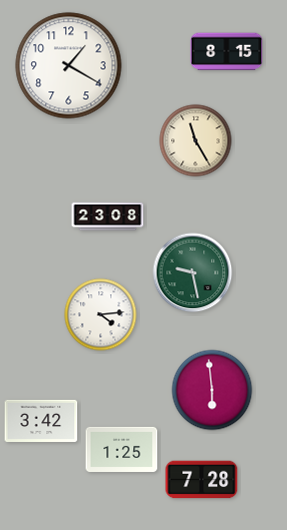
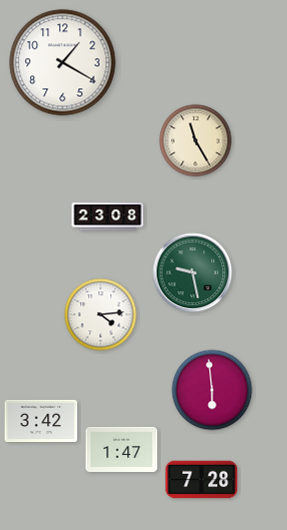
clock at (227, 52): 8:15 -> none
clock at (69, 66) position: (69, 66) -> (63, 63)
clock at (122, 449): 1:25 -> 1:47
